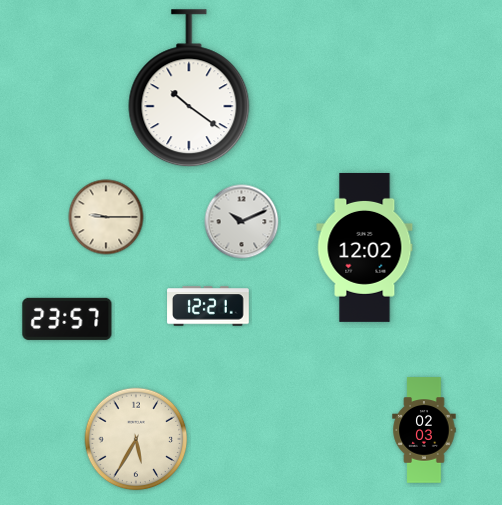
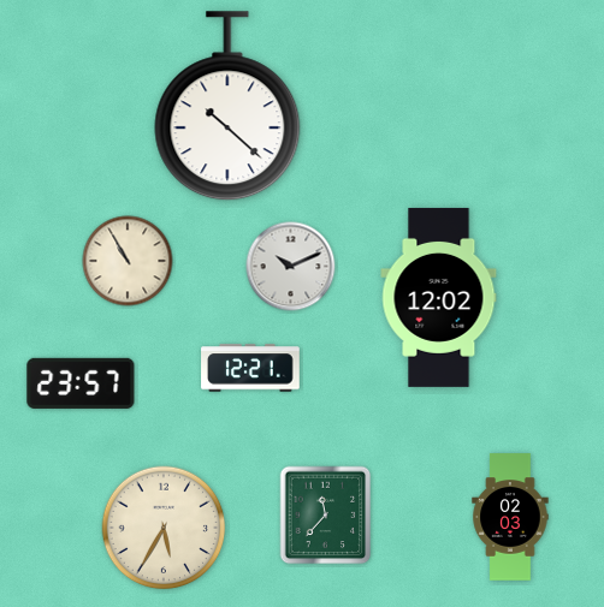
clock at (189, 89): 10:21 -> 10:22
clock at (106, 217): 9:15 -> 10:55
clock at (326, 516): none -> 11:37
